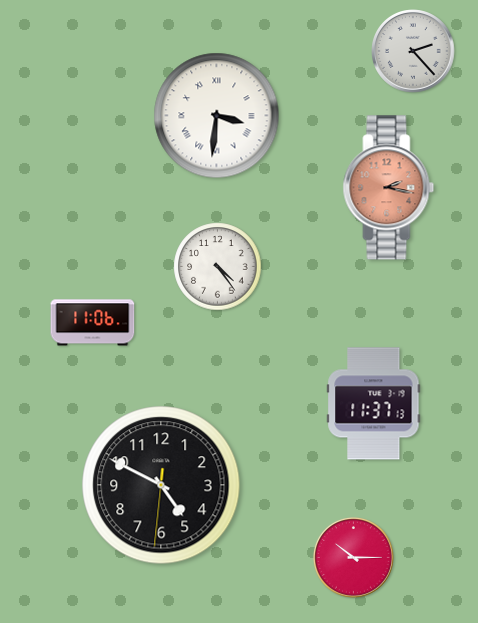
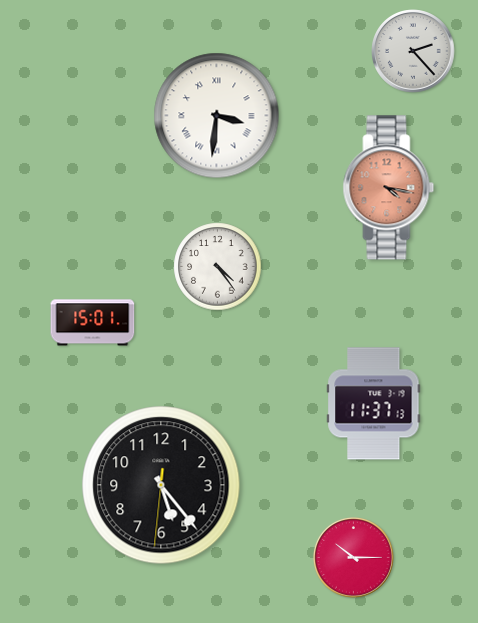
clock at (389, 188): 2:17 -> 4:17
clock at (93, 323): 11:06 -> 15:01
clock at (161, 485): 4:49 -> 5:23
